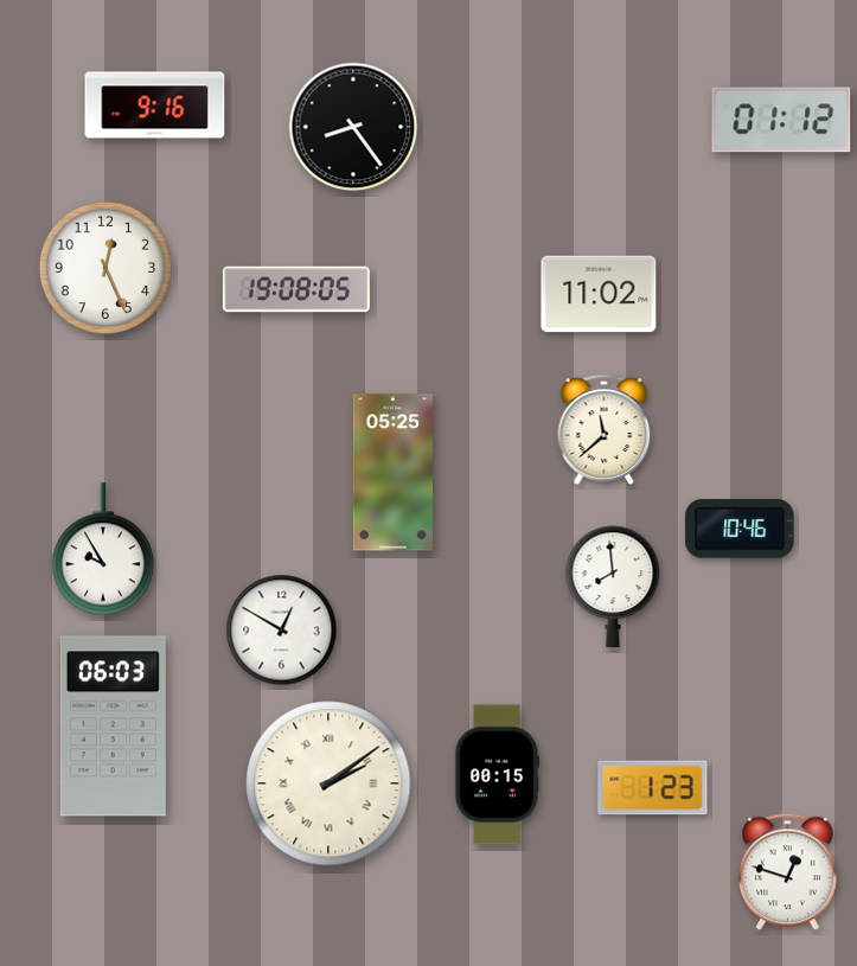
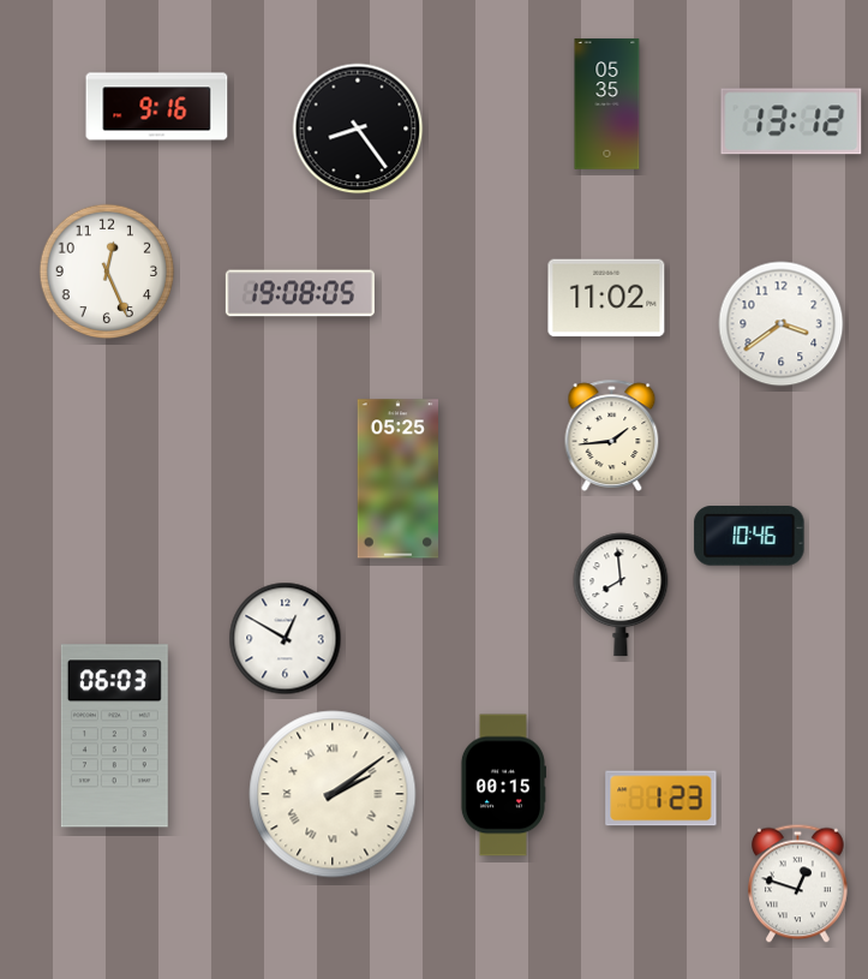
clock at (607, 105): none -> 05:35
clock at (781, 120): 01:12 -> 13:12
clock at (782, 324): none -> 3:39
clock at (605, 429): 11:38 -> 1:44
clock at (103, 550): 9:55 -> none
